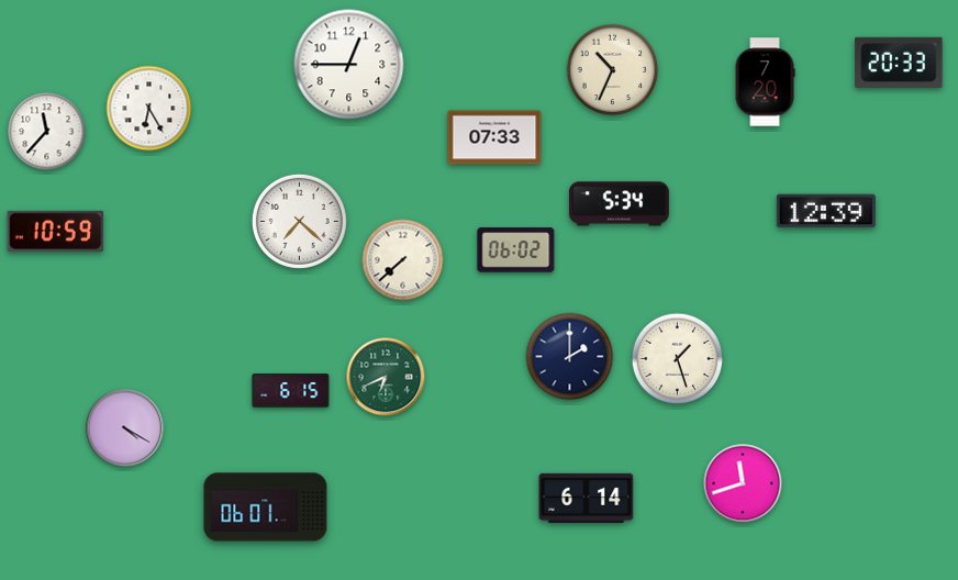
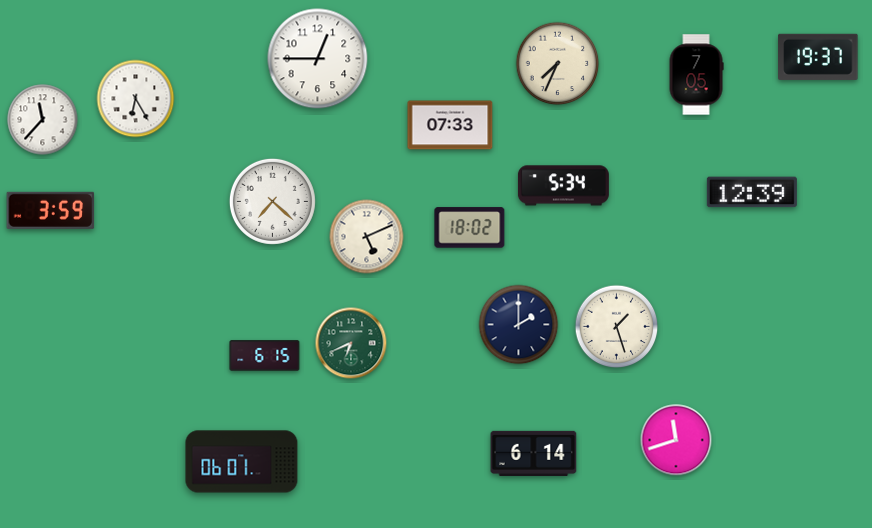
clock at (899, 63): 20:33 -> 19:37
clock at (613, 70): 10:34 -> 7:34
clock at (765, 82): 7:20 -> 7:05
clock at (56, 231): 10:59 -> 3:59
clock at (516, 250): 06:02 -> 18:02
clock at (403, 260): 7:38 -> 5:11
clock at (125, 428): 4:20 -> none
